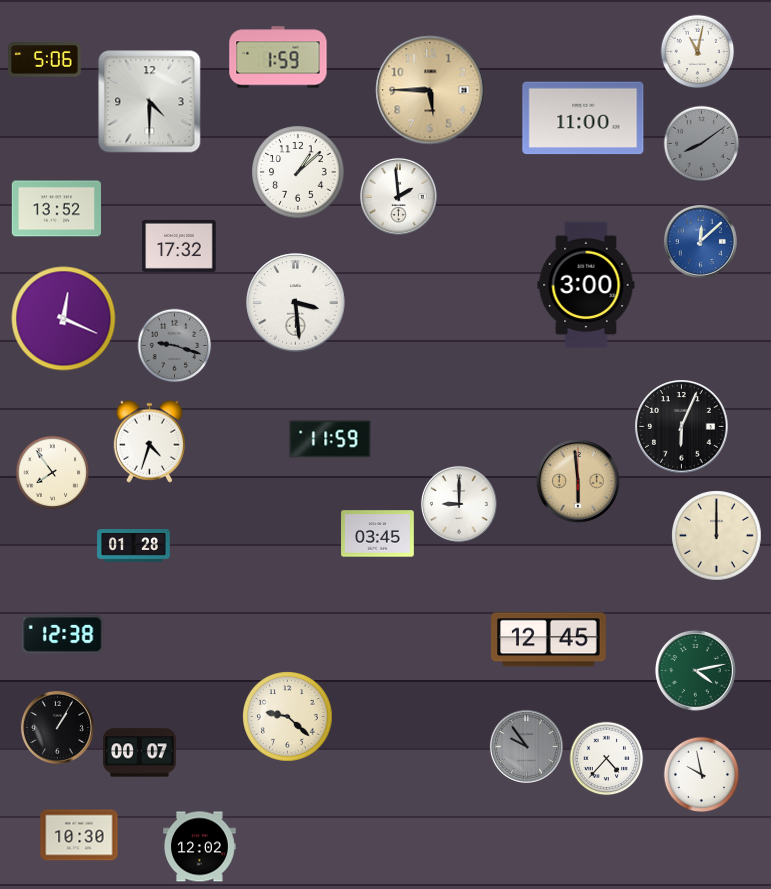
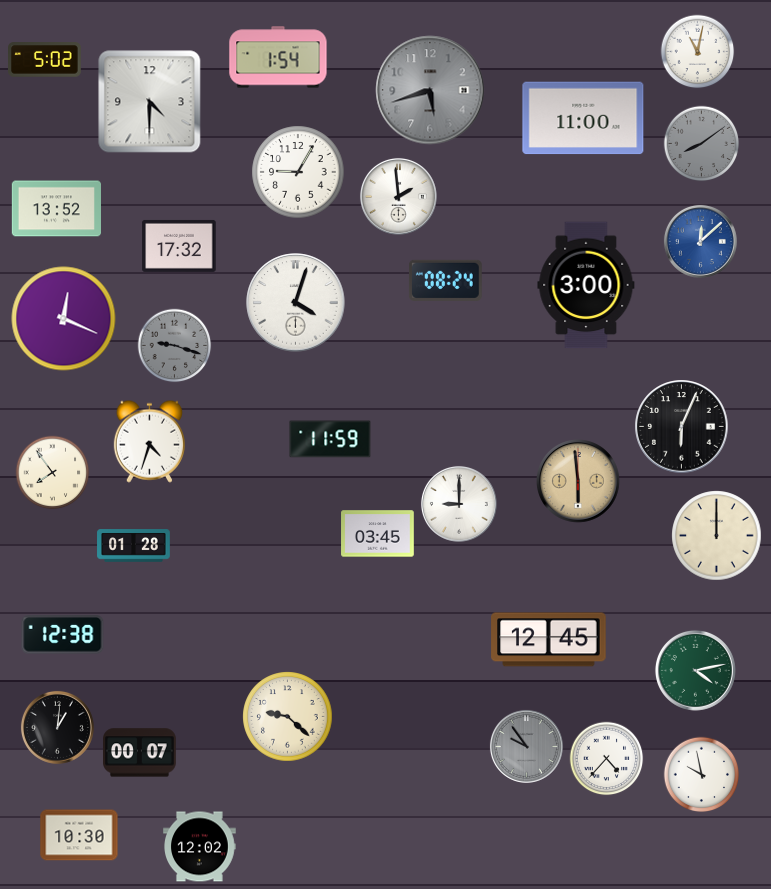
clock at (278, 57): 1:59 -> 1:54
clock at (45, 60): 5:06 -> 5:02
clock at (430, 90): 5:45 -> 5:42
clock at (430, 90) dial: champagne -> grey
clock at (298, 172): 1:08 -> 9:05
clock at (445, 280): none -> 08:24
clock at (296, 303): 3:29 -> 4:03
clock at (57, 727): 1:05 -> 1:01
